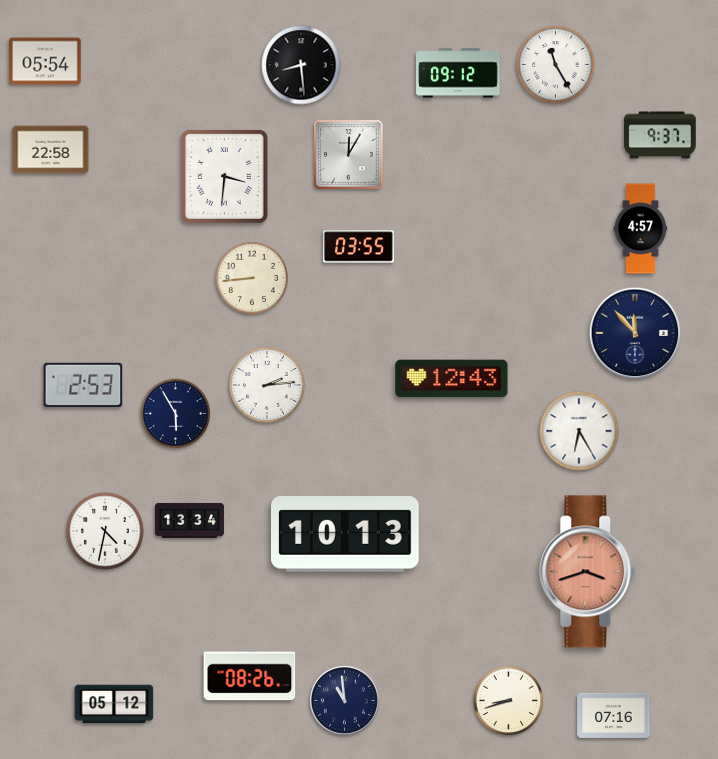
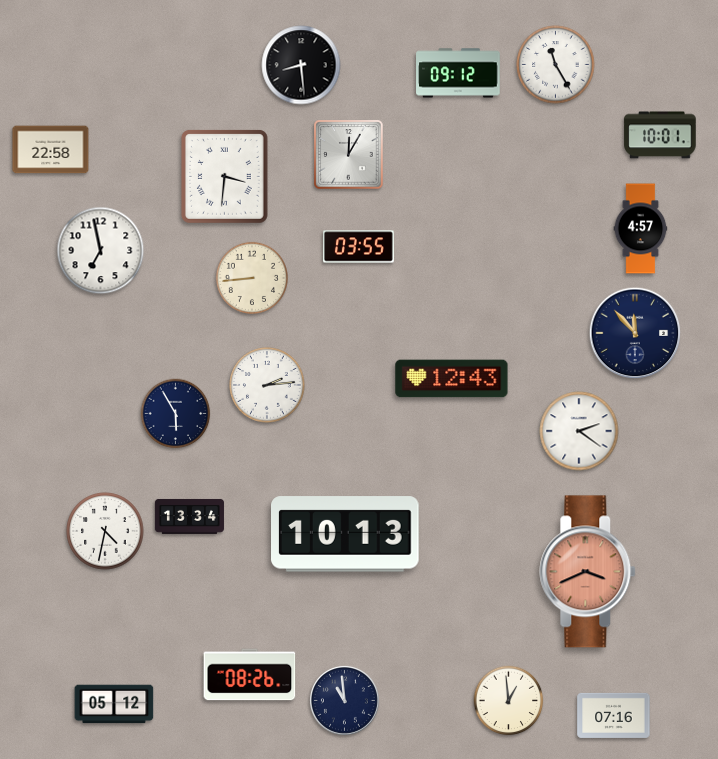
clock at (45, 61): 05:54 -> none
clock at (660, 135): 9:37 -> 10:01
clock at (101, 251): none -> 6:58
clock at (83, 384): 2:53 -> none
clock at (579, 431): 6:25 -> 2:21
clock at (189, 520) position: (189, 520) -> (189, 516)
clock at (588, 572): 3:42 -> 3:41
clock at (509, 701): 8:42 -> 12:59
